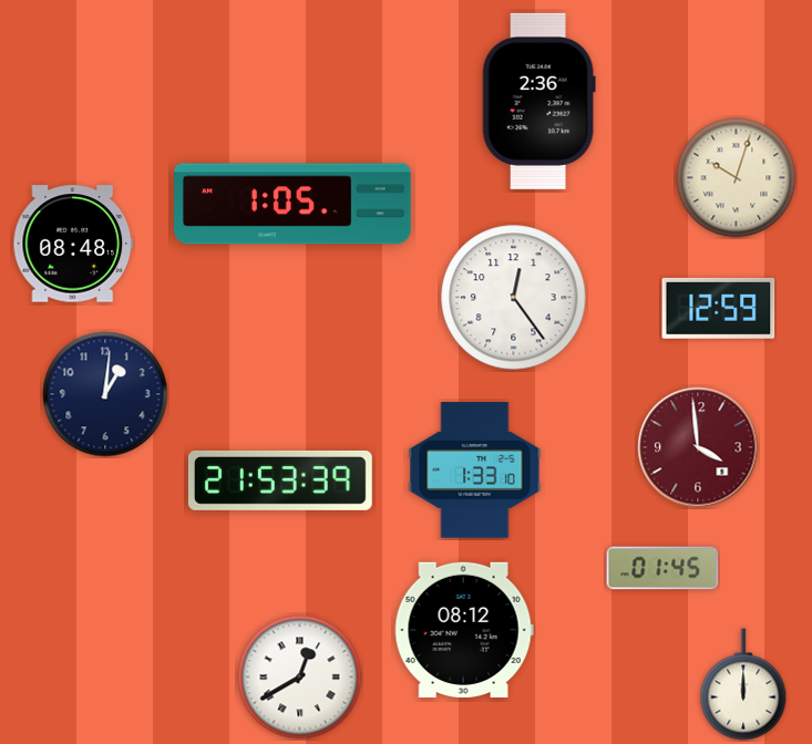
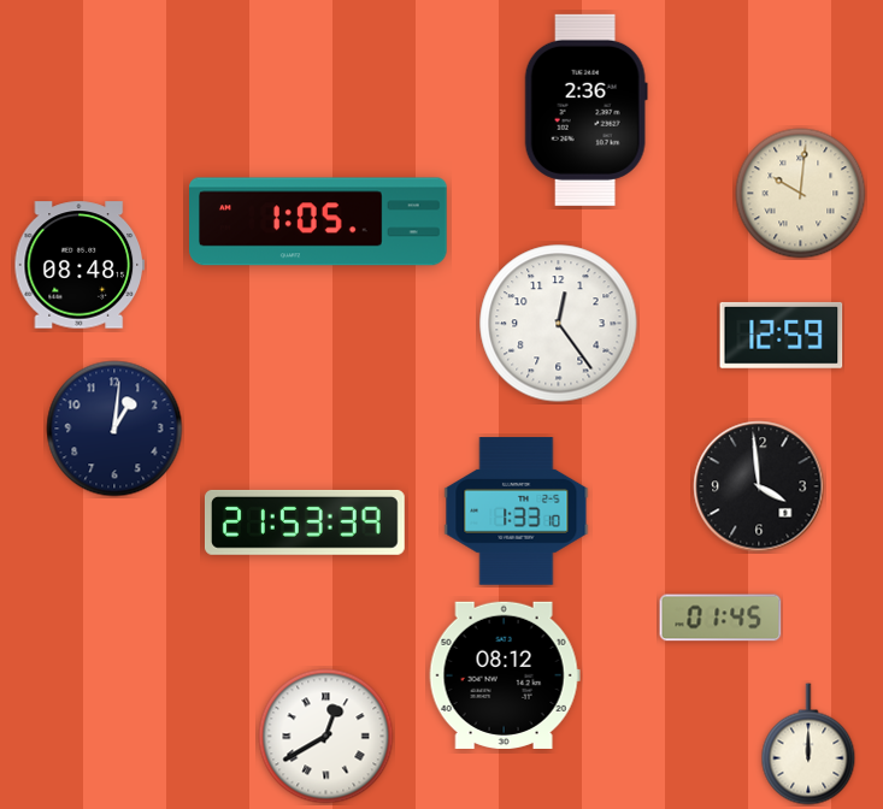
clock at (737, 178): 10:03 -> 10:01
clock at (698, 447) dial: burgundy -> black
clock at (464, 630) position: (464, 630) -> (505, 675)
